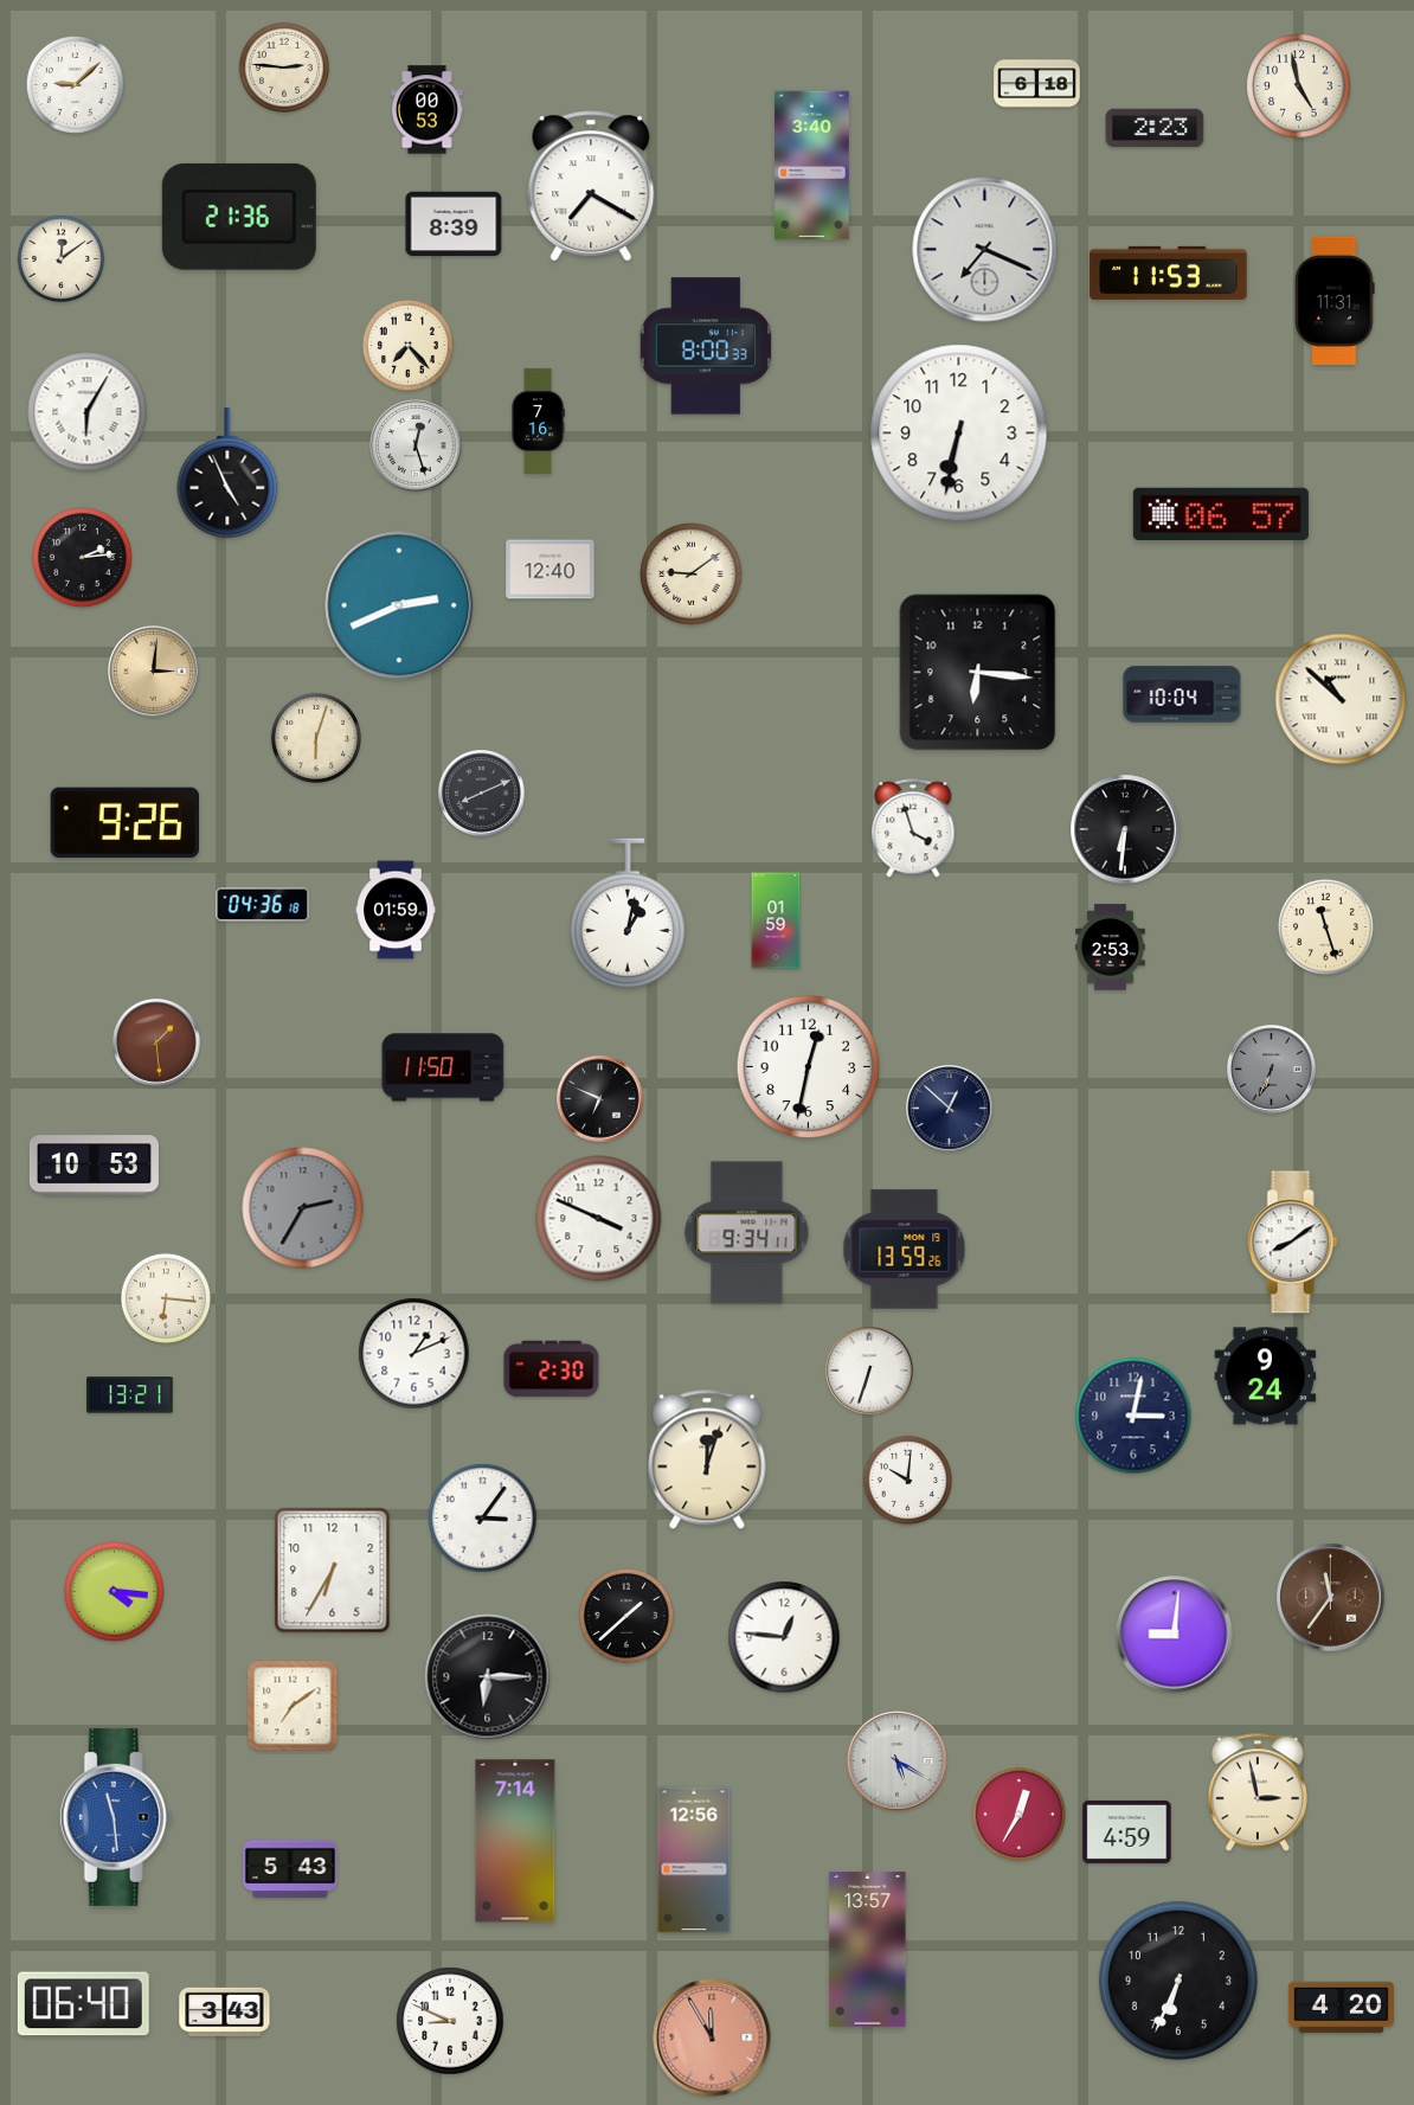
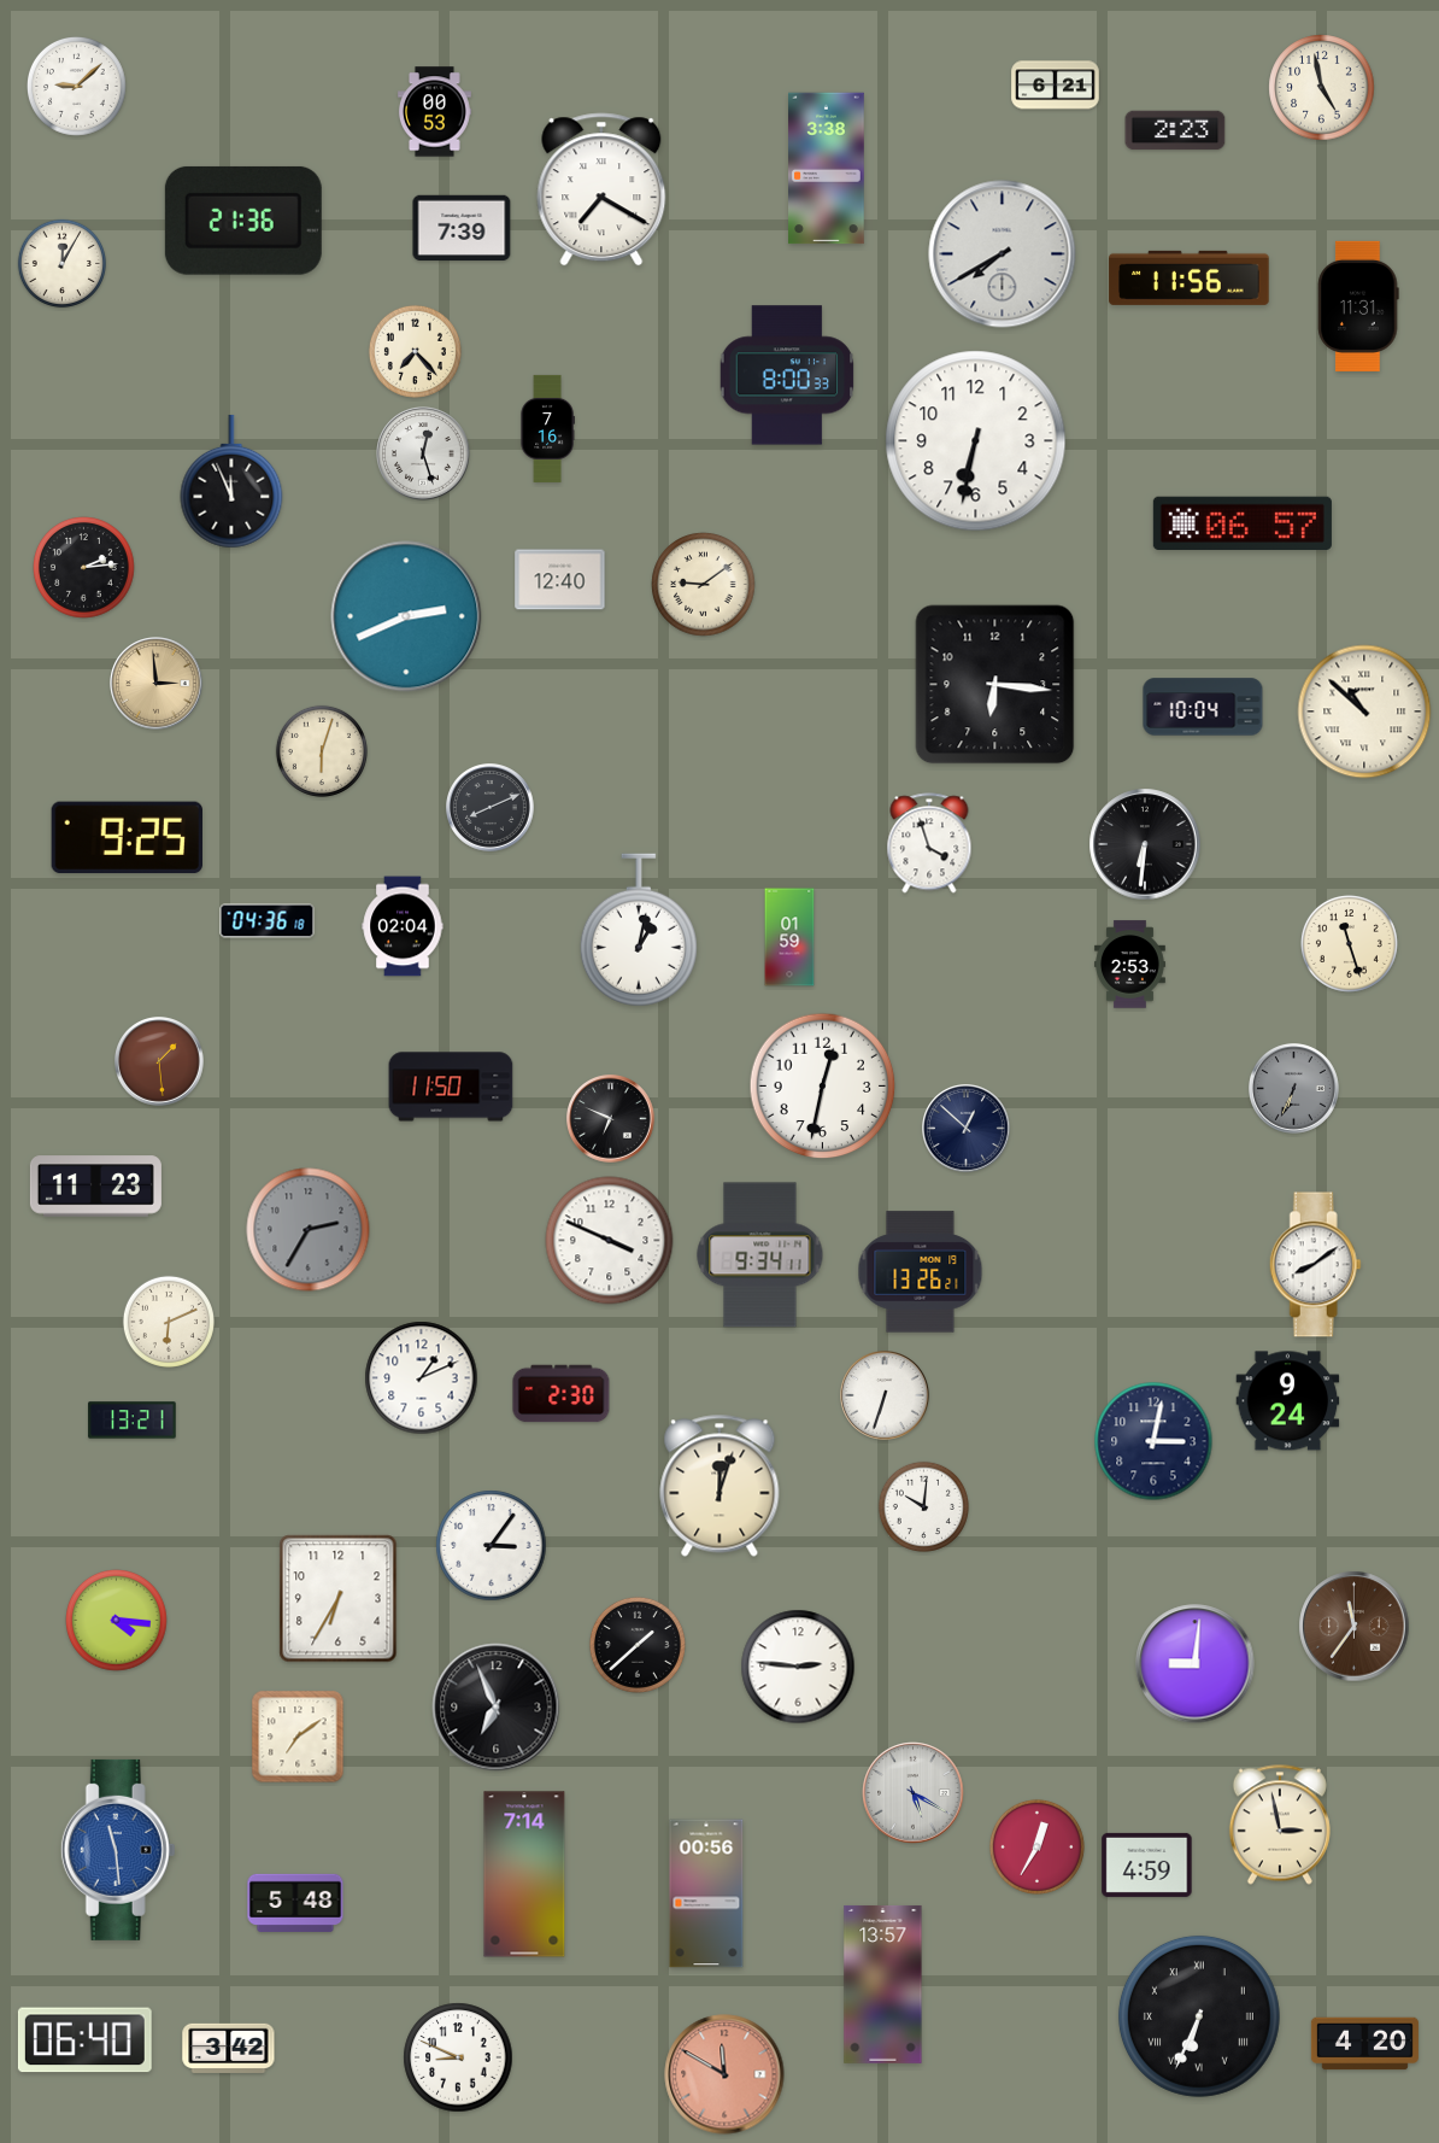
clock at (284, 68): 2:46 -> none
clock at (1037, 84): 6:18 -> 6:21
clock at (812, 166): 3:40 -> 3:38
clock at (454, 224): 8:39 -> 7:39
clock at (985, 250): 7:19 -> 7:40
clock at (62, 259): 12:09 -> 12:05
clock at (1169, 272): 11:53 -> 11:56
clock at (706, 346) position: (706, 346) -> (787, 375)
clock at (88, 412): 6:05 -> none
clock at (227, 473): 4:56 -> 11:56
clock at (154, 672): 3:01 -> 2:59
clock at (124, 823): 9:26 -> 9:25
clock at (396, 910): 01:59 -> 02:04
clock at (94, 1166): 10:53 -> 11:23
clock at (905, 1250): 13:59 -> 13:26
clock at (166, 1298): 6:16 -> 6:11
clock at (784, 1637): 12:46 -> 2:46
clock at (488, 1677): 6:15 -> 6:56
clock at (694, 1860): 12:56 -> 00:56
clock at (290, 1868): 5:43 -> 5:48
clock at (1178, 1981) numerals: Arabic -> Roman
clock at (225, 2011): 3:43 -> 3:42
clock at (712, 2037): 11:55 -> 11:50
